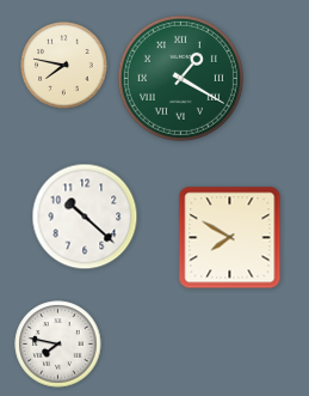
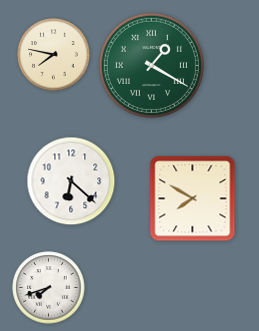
clock at (85, 217): 10:22 -> 6:22
clock at (58, 345): 7:47 -> 7:42
